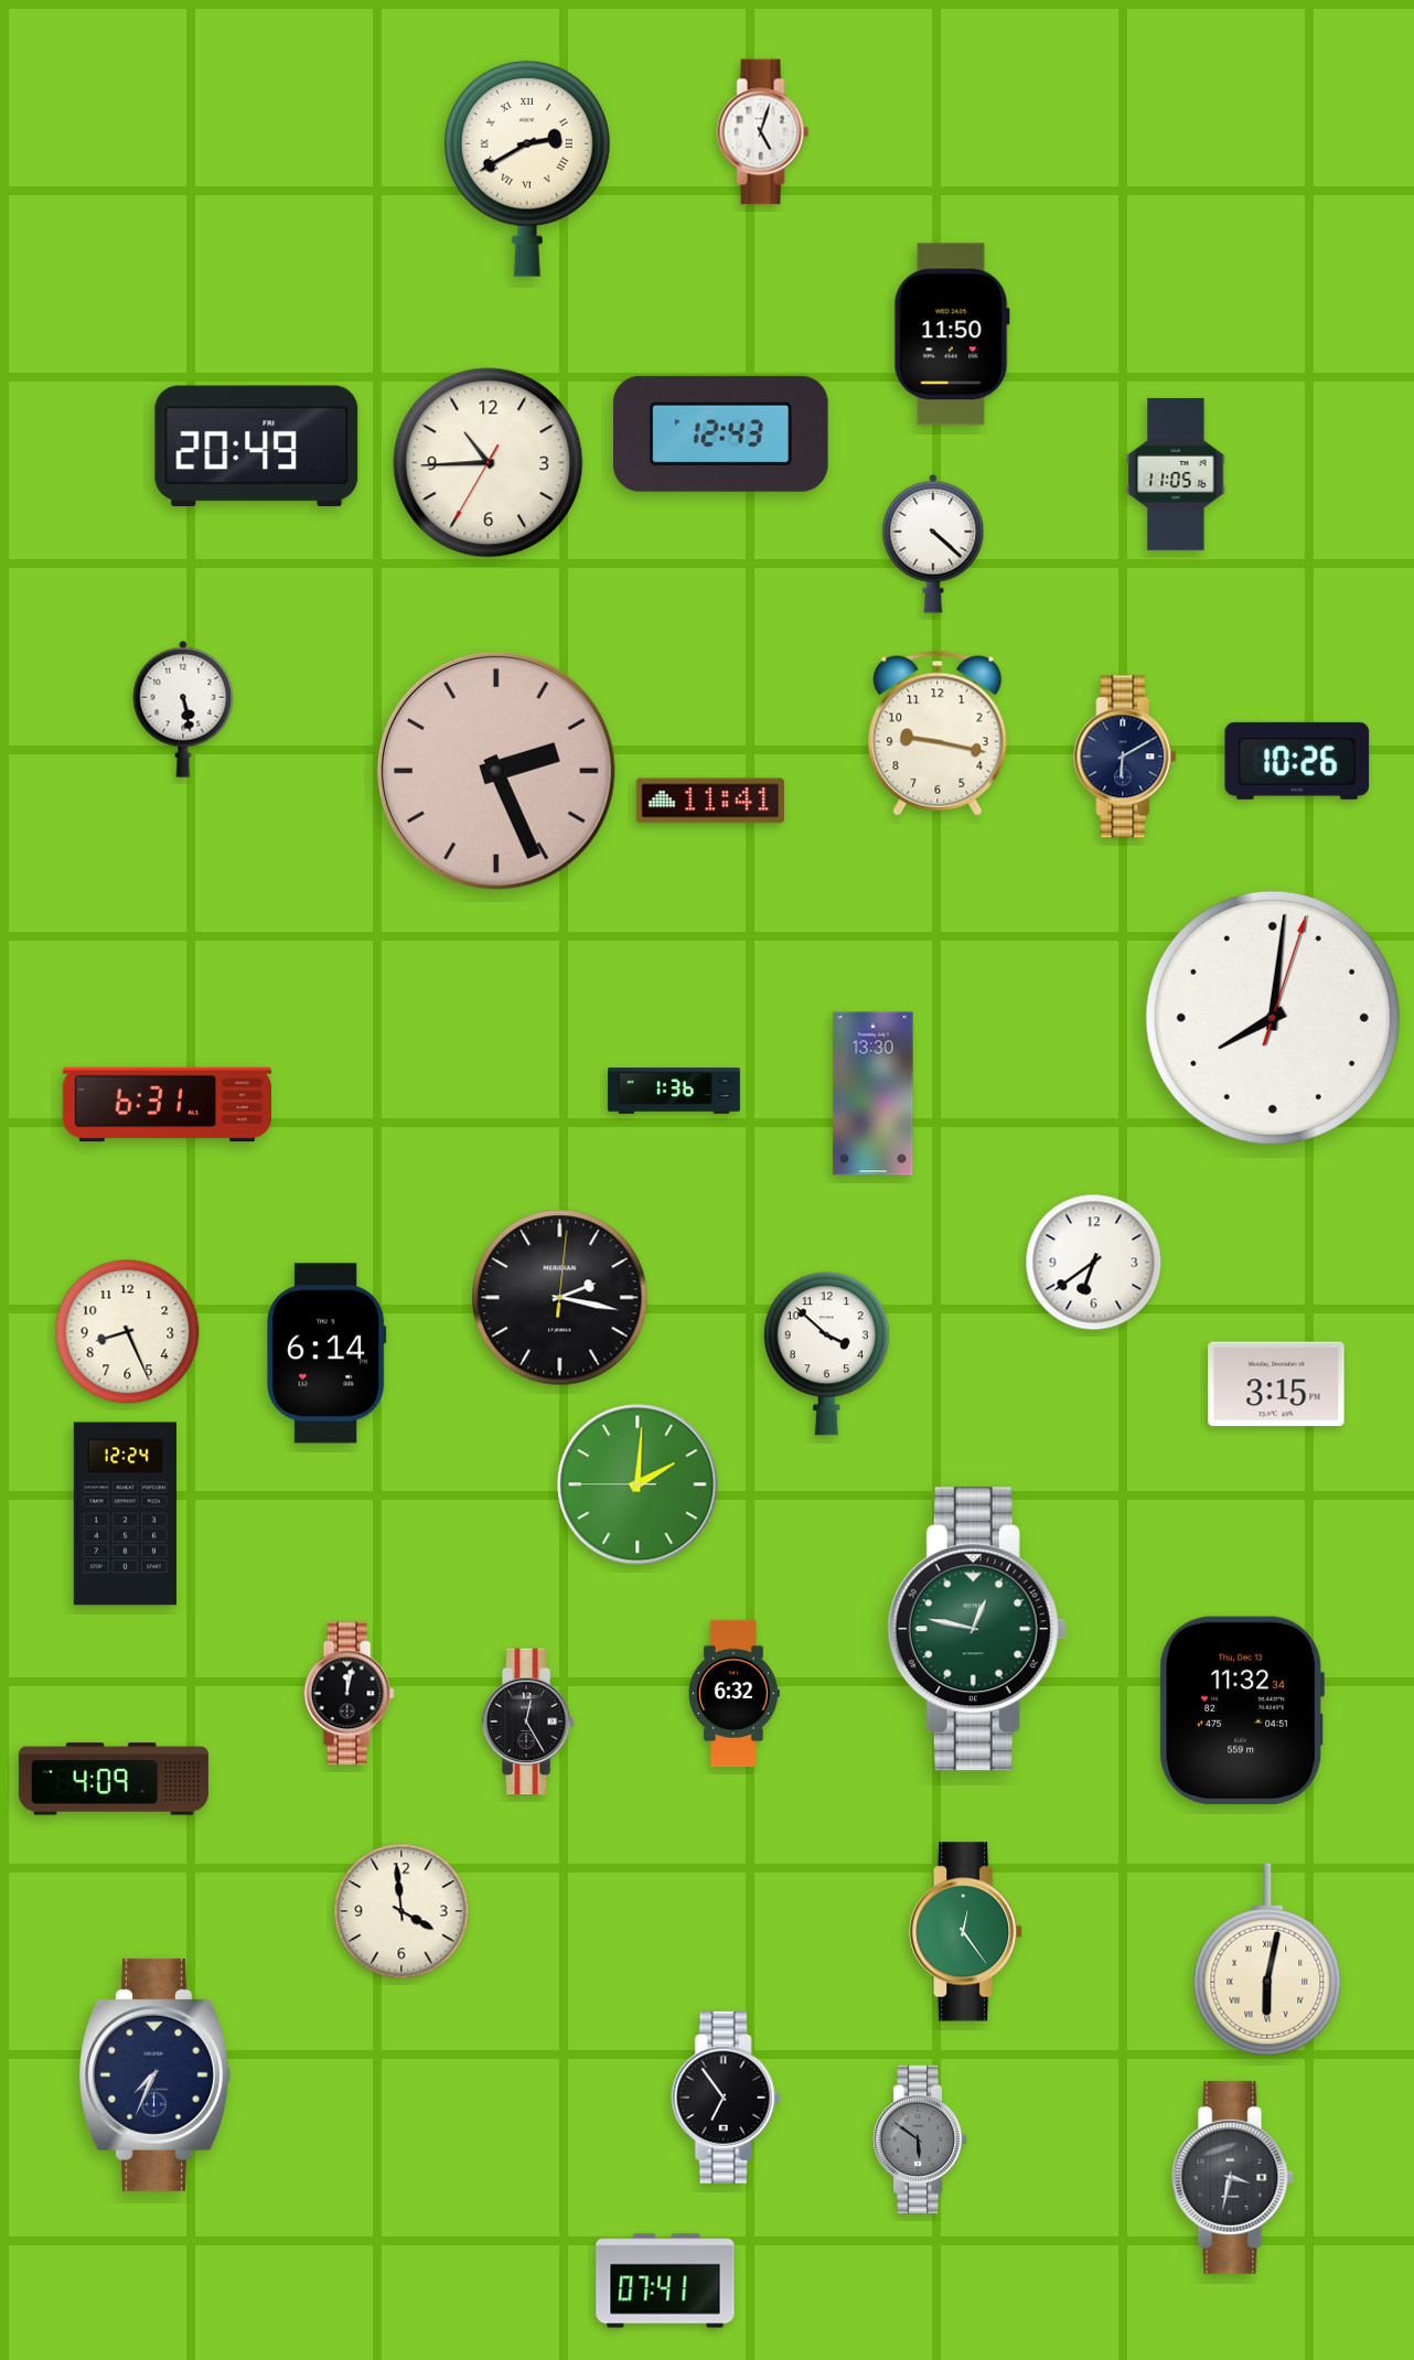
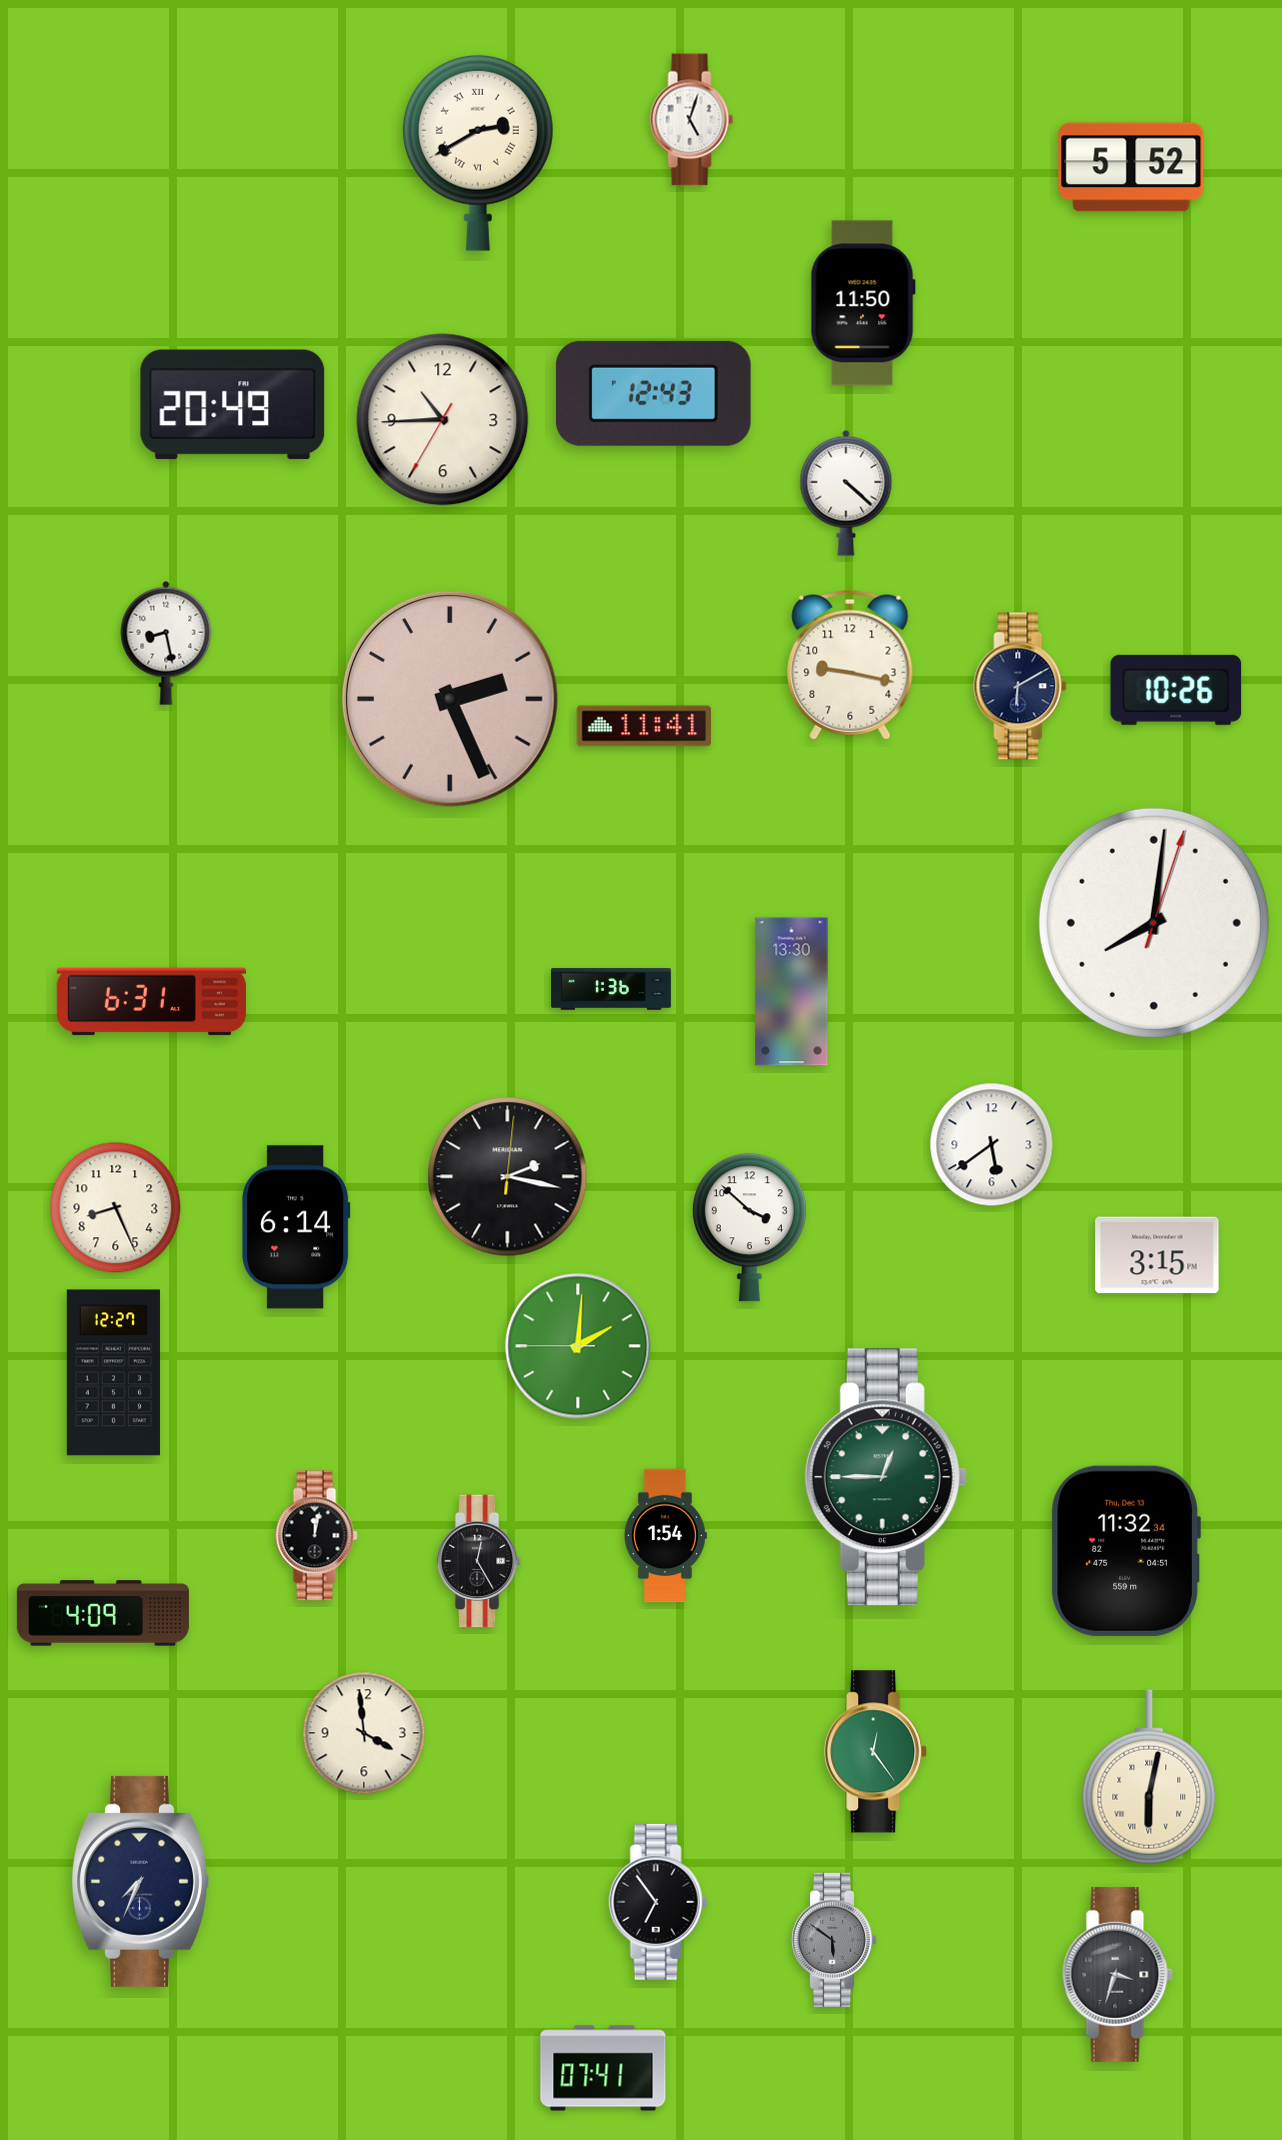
clock at (1131, 167): none -> 5:52
clock at (1176, 474): 11:05 -> none
clock at (183, 709): 5:28 -> 8:28
clock at (1094, 1263): 6:39 -> 5:39
clock at (125, 1514): 12:24 -> 12:27
clock at (977, 1629): 12:47 -> 12:45
clock at (733, 1694): 6:32 -> 1:54
clock at (1232, 2177): 3:32 -> 3:33
